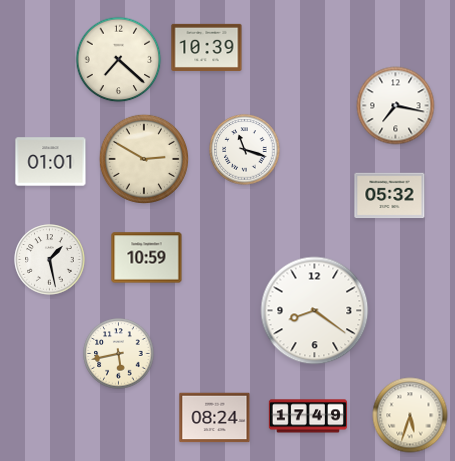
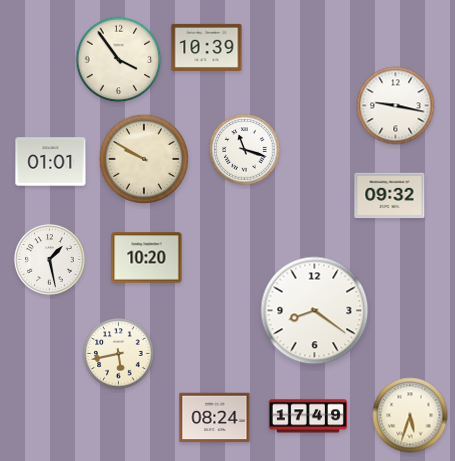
clock at (119, 60): 7:22 -> 3:54
clock at (396, 106): 7:17 -> 9:17
clock at (144, 158): 2:50 -> 9:50
clock at (390, 196): 05:32 -> 09:32
clock at (147, 258): 10:59 -> 10:20
